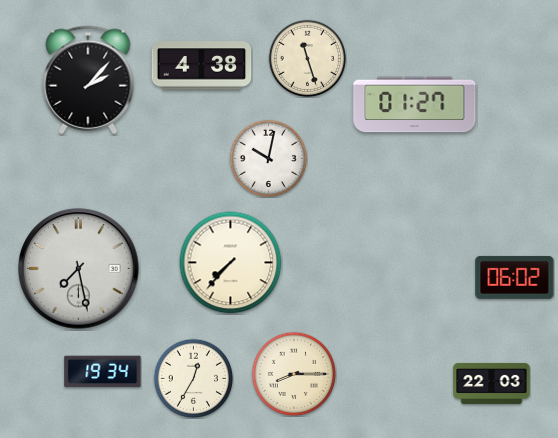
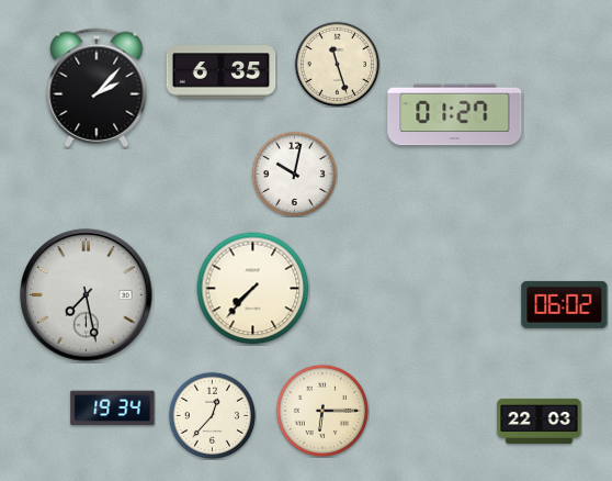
clock at (202, 66): 4:38 -> 6:35
clock at (294, 374): 8:15 -> 6:15
clock at (193, 378): 12:35 -> 12:37
